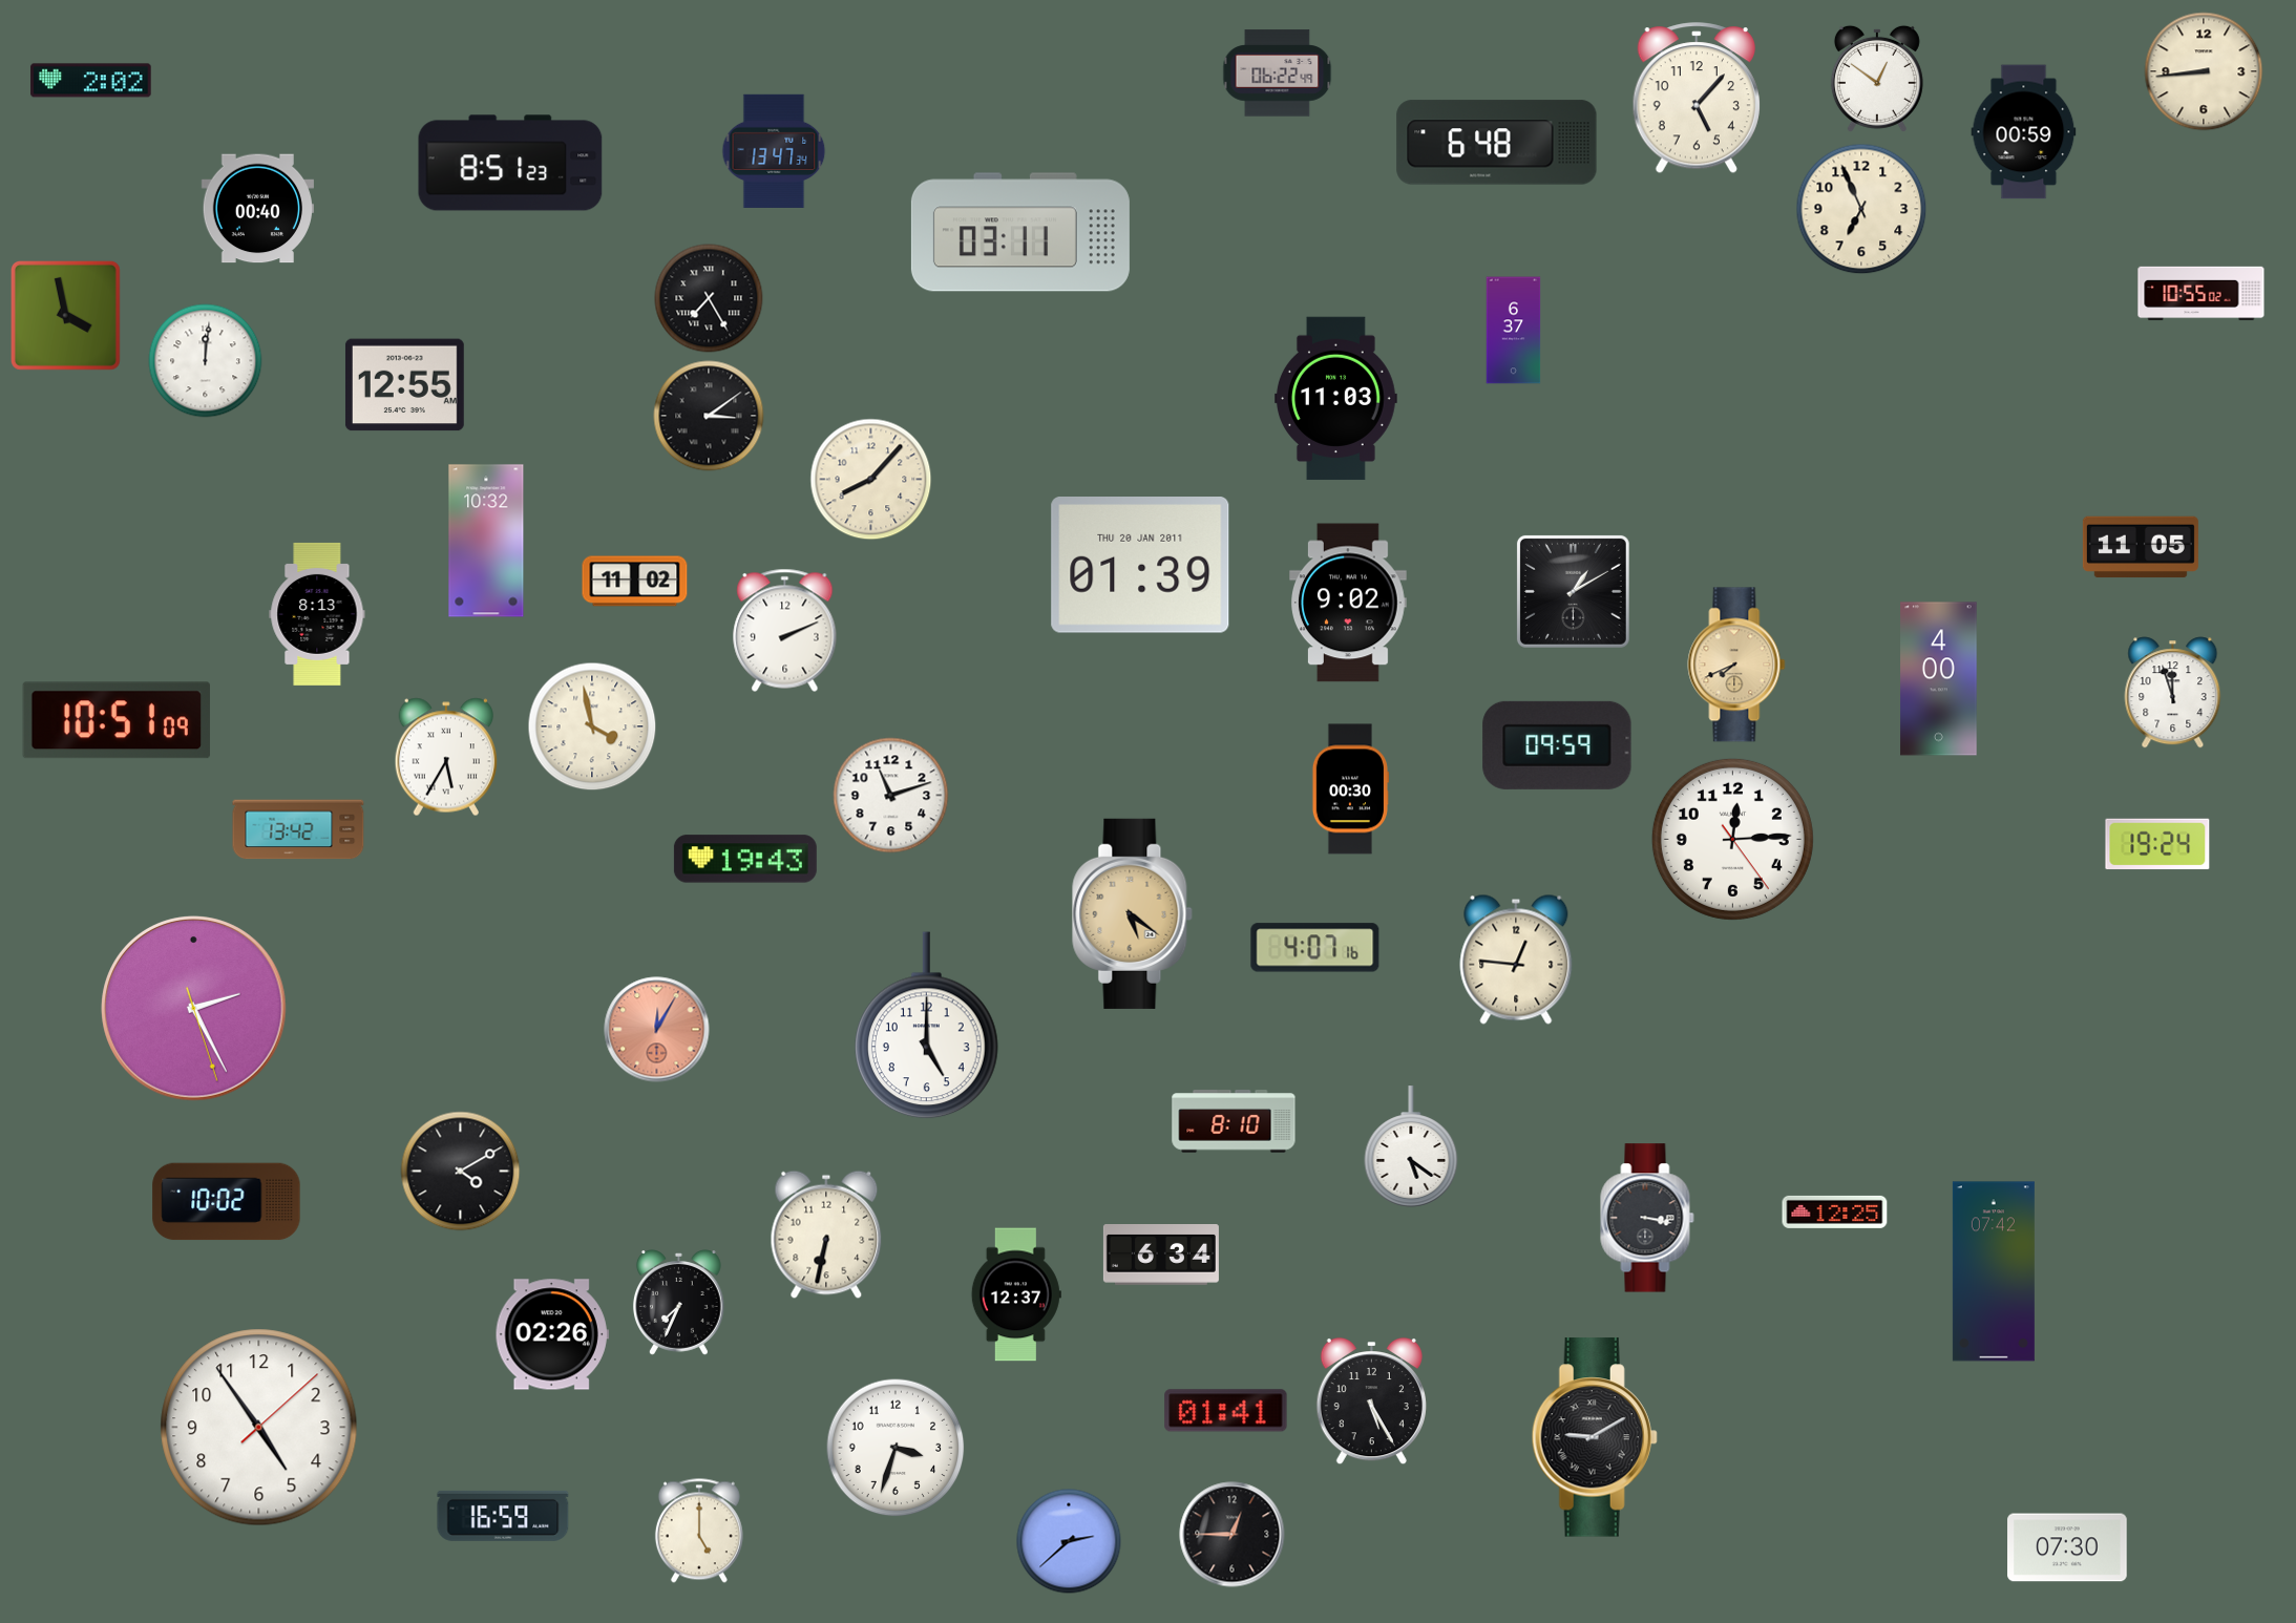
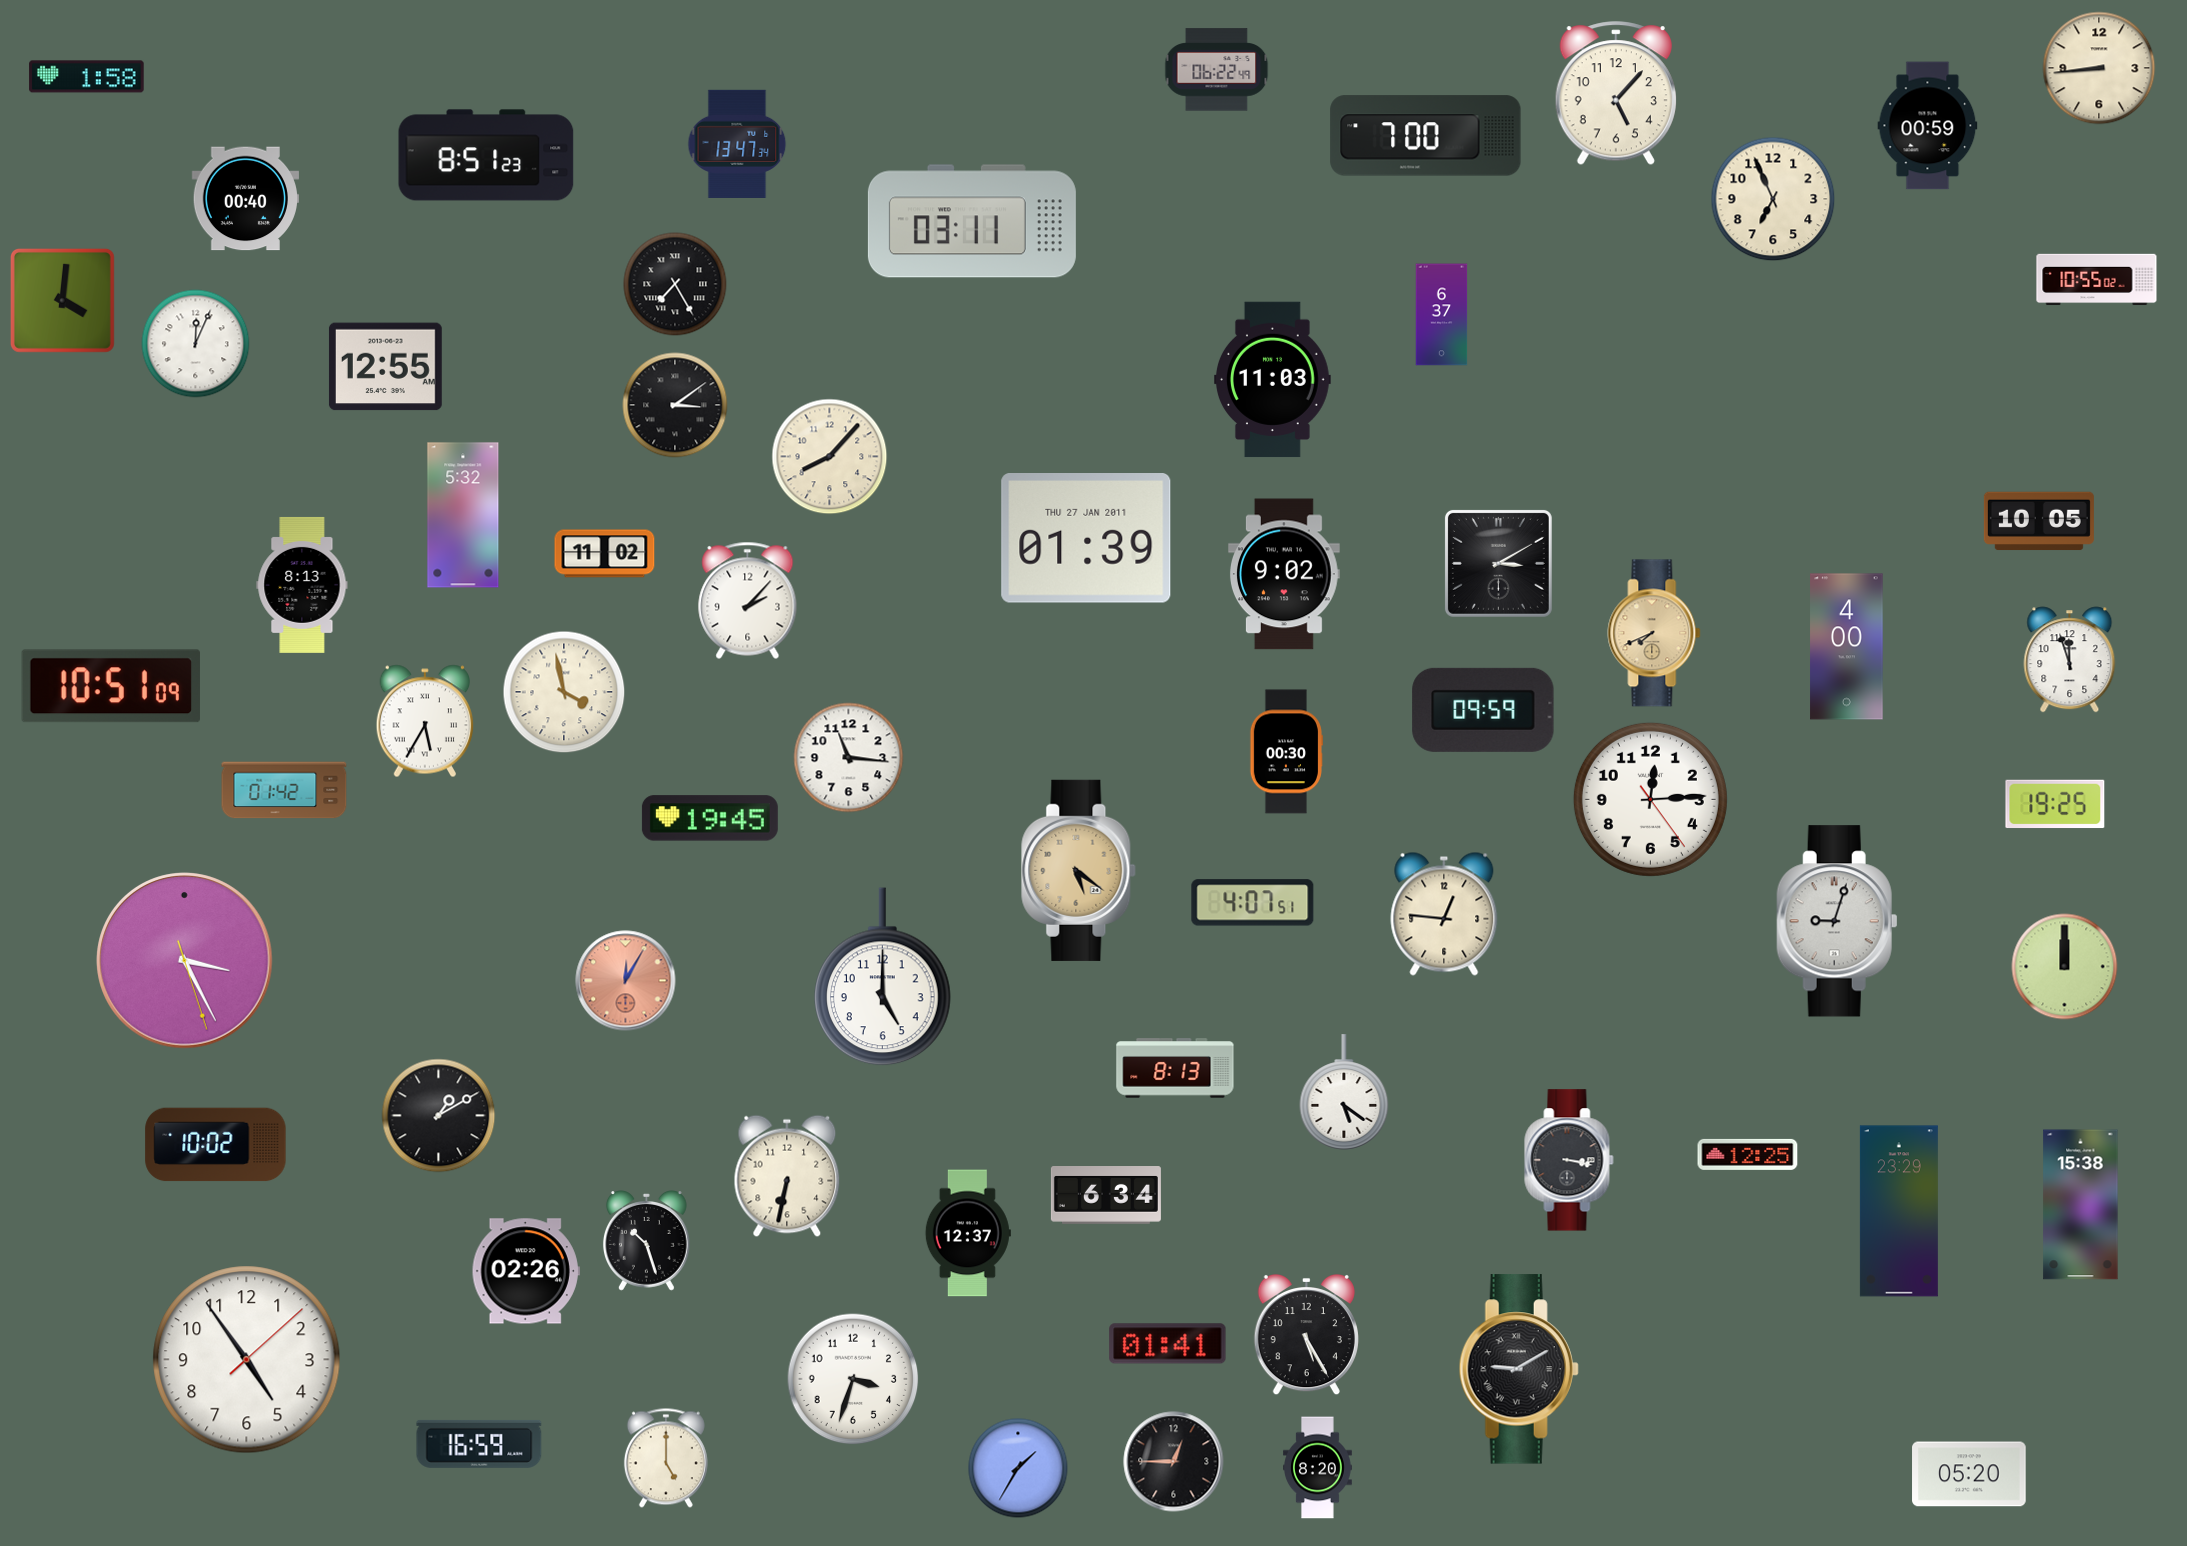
clock at (1877, 79): 12:51 -> none
clock at (91, 81): 2:02 -> 1:58
clock at (1497, 143): 6:48 -> 7:00
clock at (65, 315): 3:58 -> 4:01
clock at (206, 361): 12:01 -> 12:04
clock at (709, 416) position: (709, 416) -> (675, 405)
clock at (486, 541): 10:32 -> 5:32
clock at (2141, 547): 11:05 -> 10:05
clock at (1140, 566) date: THU 20 JAN 2011 -> THU 27 JAN 2011
clock at (1573, 591): 1:10 -> 3:10
clock at (785, 630): 2:11 -> 2:07
clock at (891, 796): 11:12 -> 11:16
clock at (298, 829): 13:42 -> 01:42
clock at (2157, 844): 19:24 -> 19:25
clock at (745, 859): 19:43 -> 19:45
clock at (1315, 948): 4:07:16 -> 4:07:51
clock at (1837, 921): none -> 9:03
clock at (194, 1009): 2:25 -> 3:25
clock at (2065, 967): none -> 12:00
clock at (1234, 1121): 8:10 -> 8:13
clock at (461, 1172): 4:10 -> 1:10
clock at (2081, 1205): none -> 15:38
clock at (1994, 1271): 07:42 -> 23:29
clock at (678, 1303): 7:34 -> 10:27
clock at (1069, 1541): 2:38 -> 1:35
clock at (1318, 1468): none -> 8:20
clock at (2067, 1547): 07:30 -> 05:20
